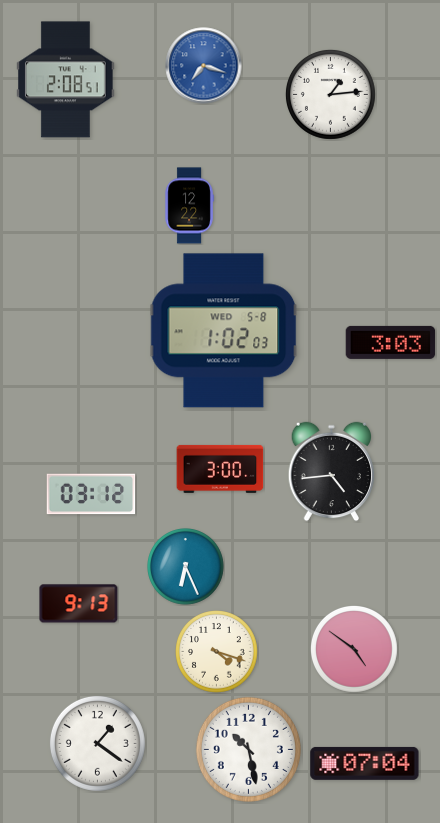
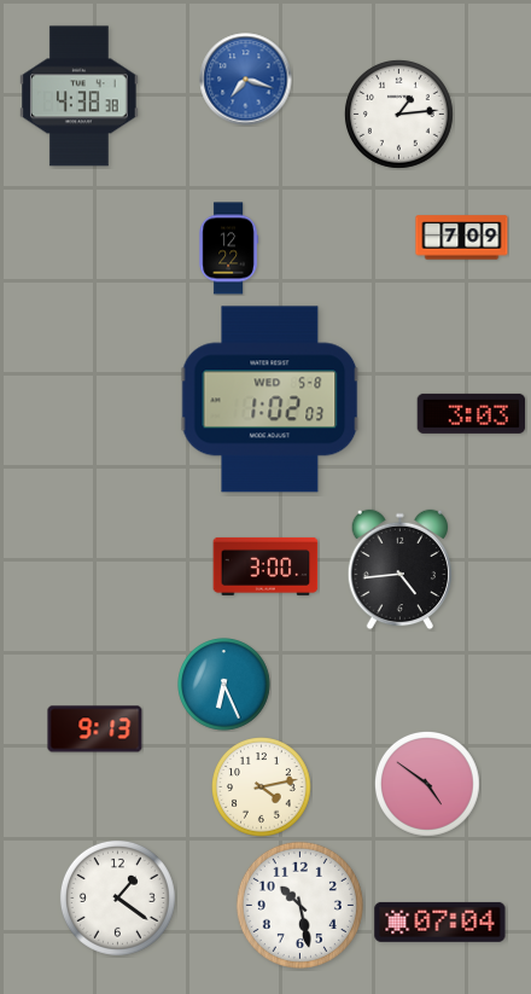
clock at (66, 80): 2:08 -> 4:38
clock at (462, 238): none -> 7:09
clock at (91, 494): 03:12 -> none
clock at (217, 652): 4:18 -> 4:13
